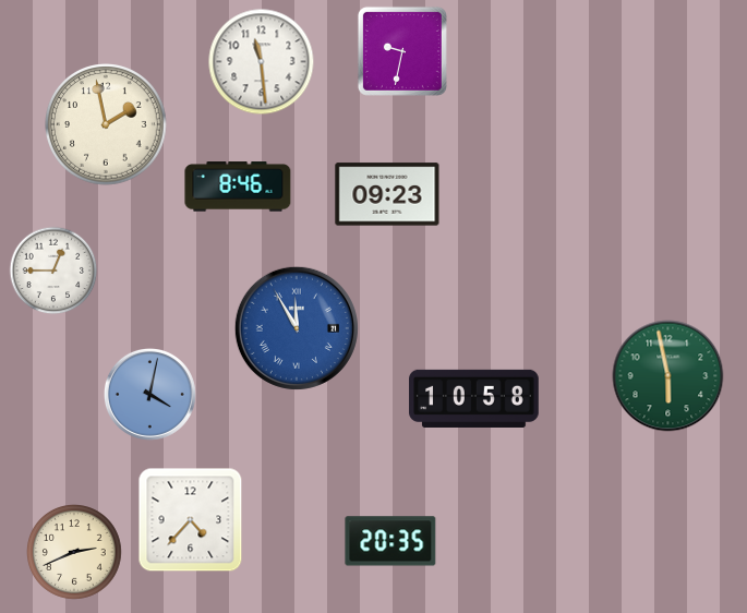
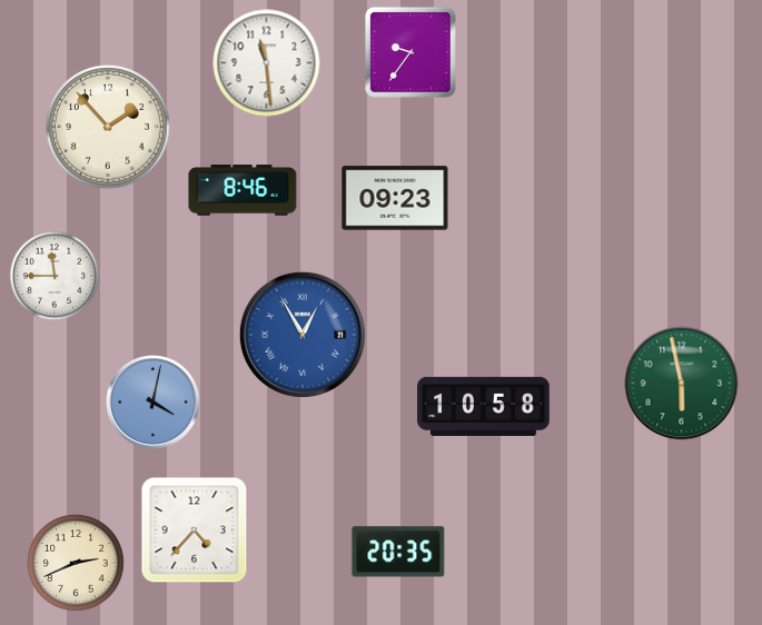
clock at (402, 51): 9:32 -> 9:36
clock at (107, 125): 1:58 -> 1:53
clock at (53, 271): 12:45 -> 11:45
clock at (297, 328): 11:55 -> 12:55
